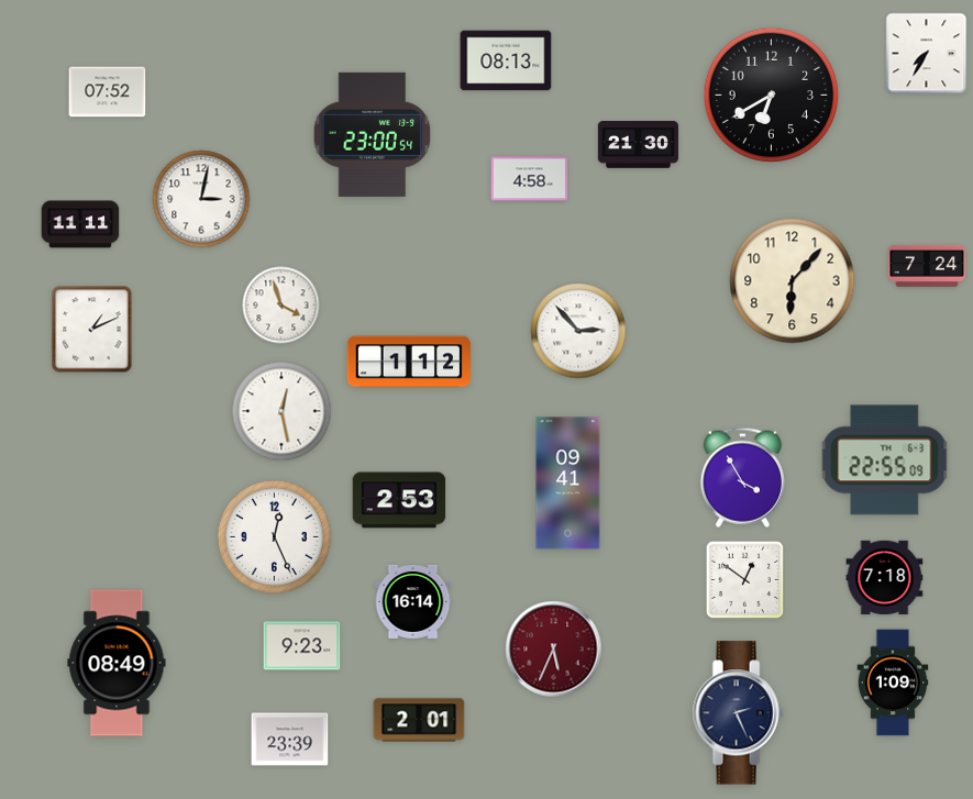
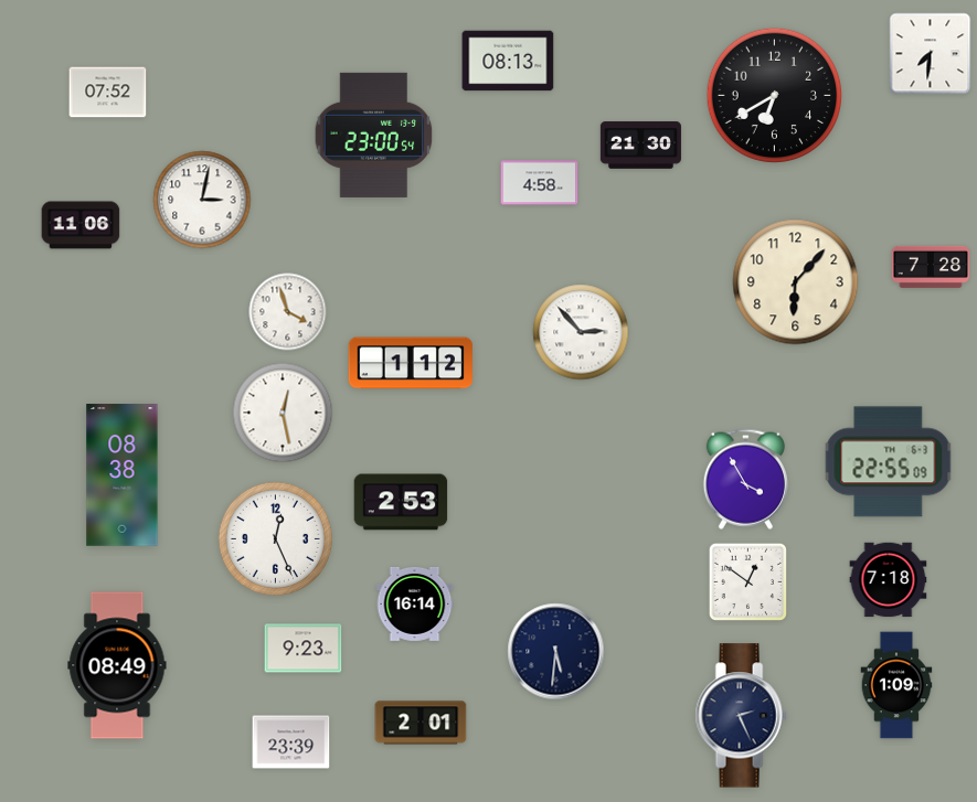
clock at (927, 54): 7:35 -> 7:31
clock at (530, 179) position: (530, 179) -> (540, 183)
clock at (80, 224): 11:11 -> 11:06
clock at (927, 266): 7:24 -> 7:28
clock at (281, 306) position: (281, 306) -> (288, 312)
clock at (92, 330): 1:11 -> none
clock at (123, 475): none -> 08:38
clock at (568, 484): 09:41 -> none
clock at (554, 650): 5:34 -> 5:31
clock at (554, 650) dial: burgundy -> navy
